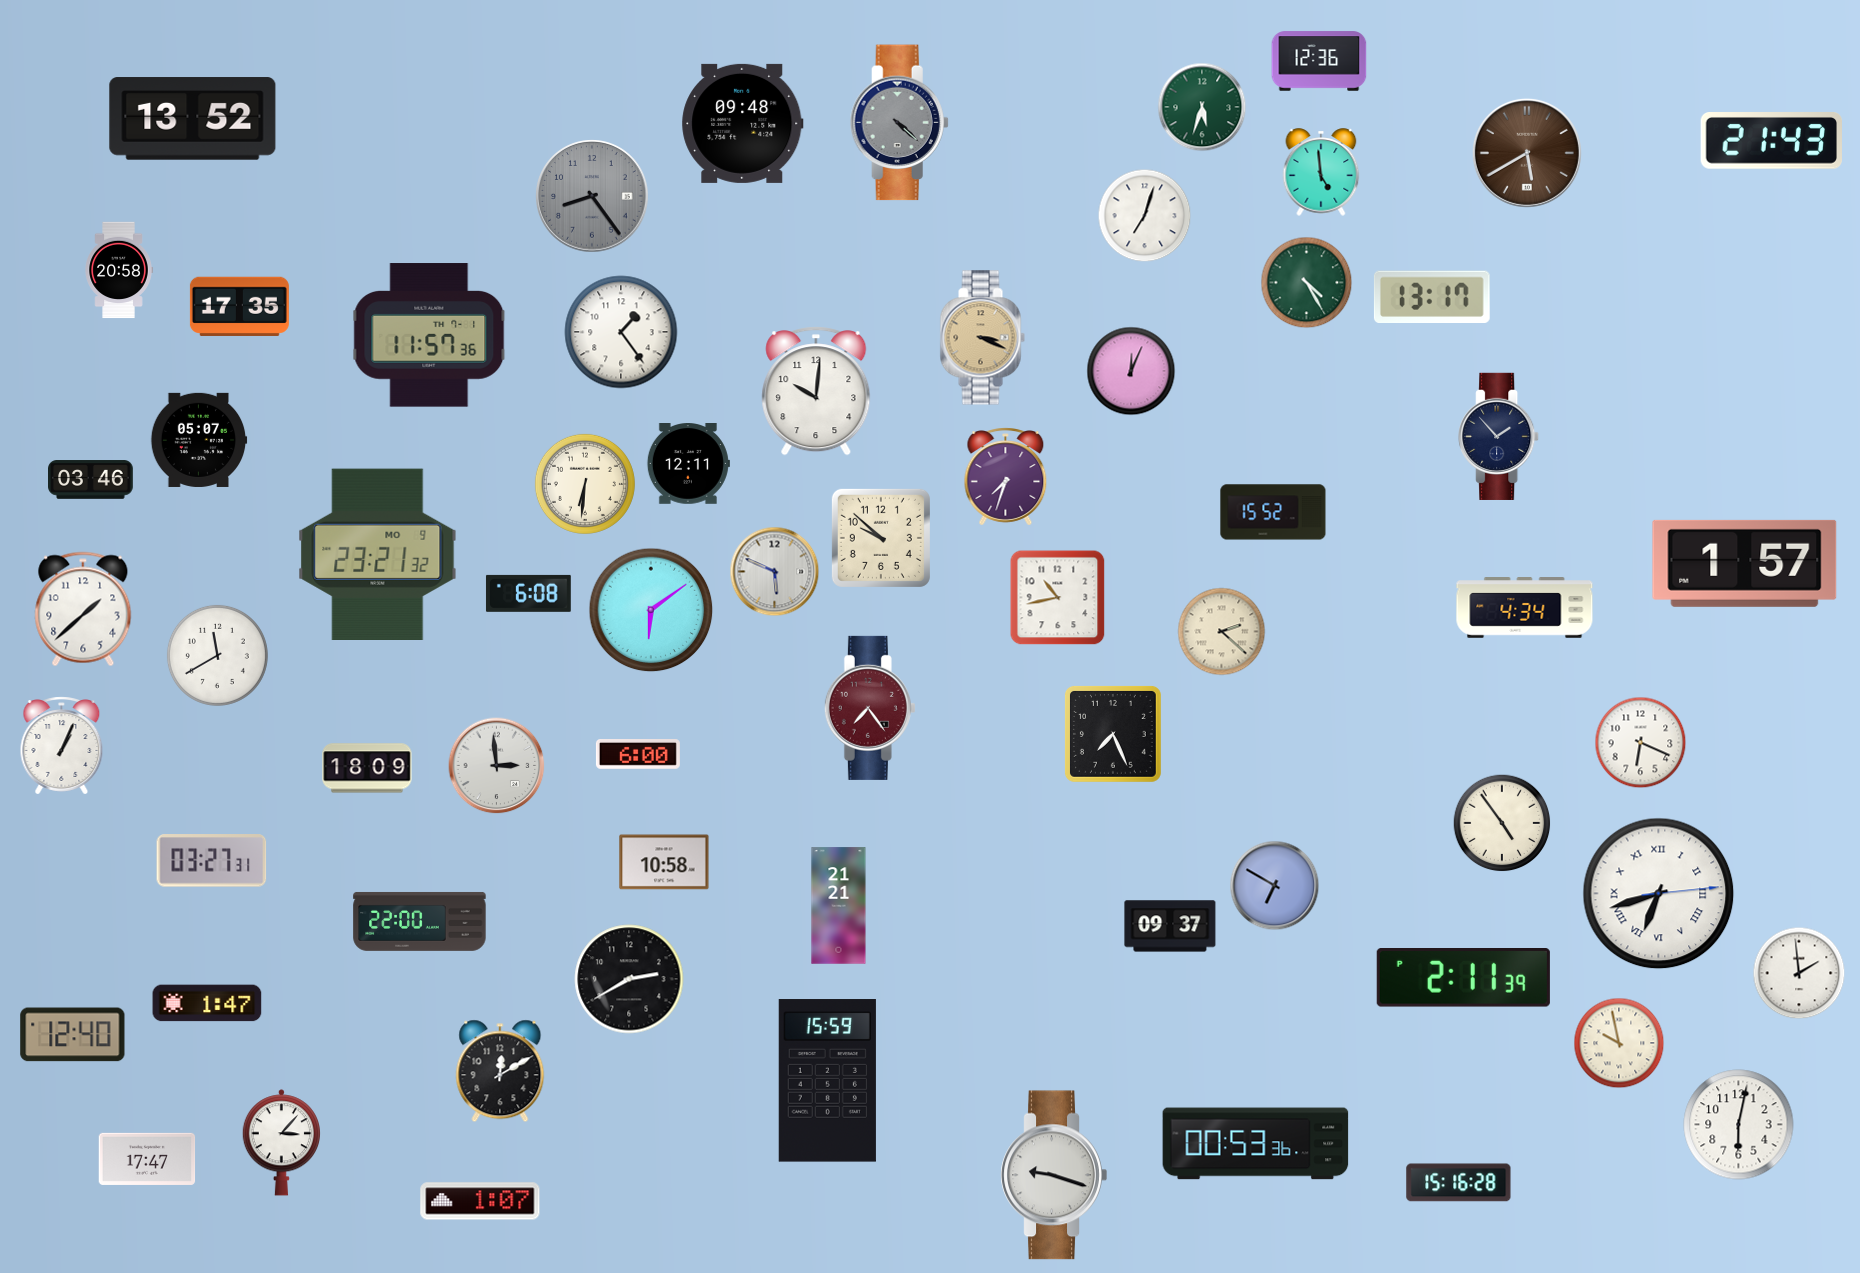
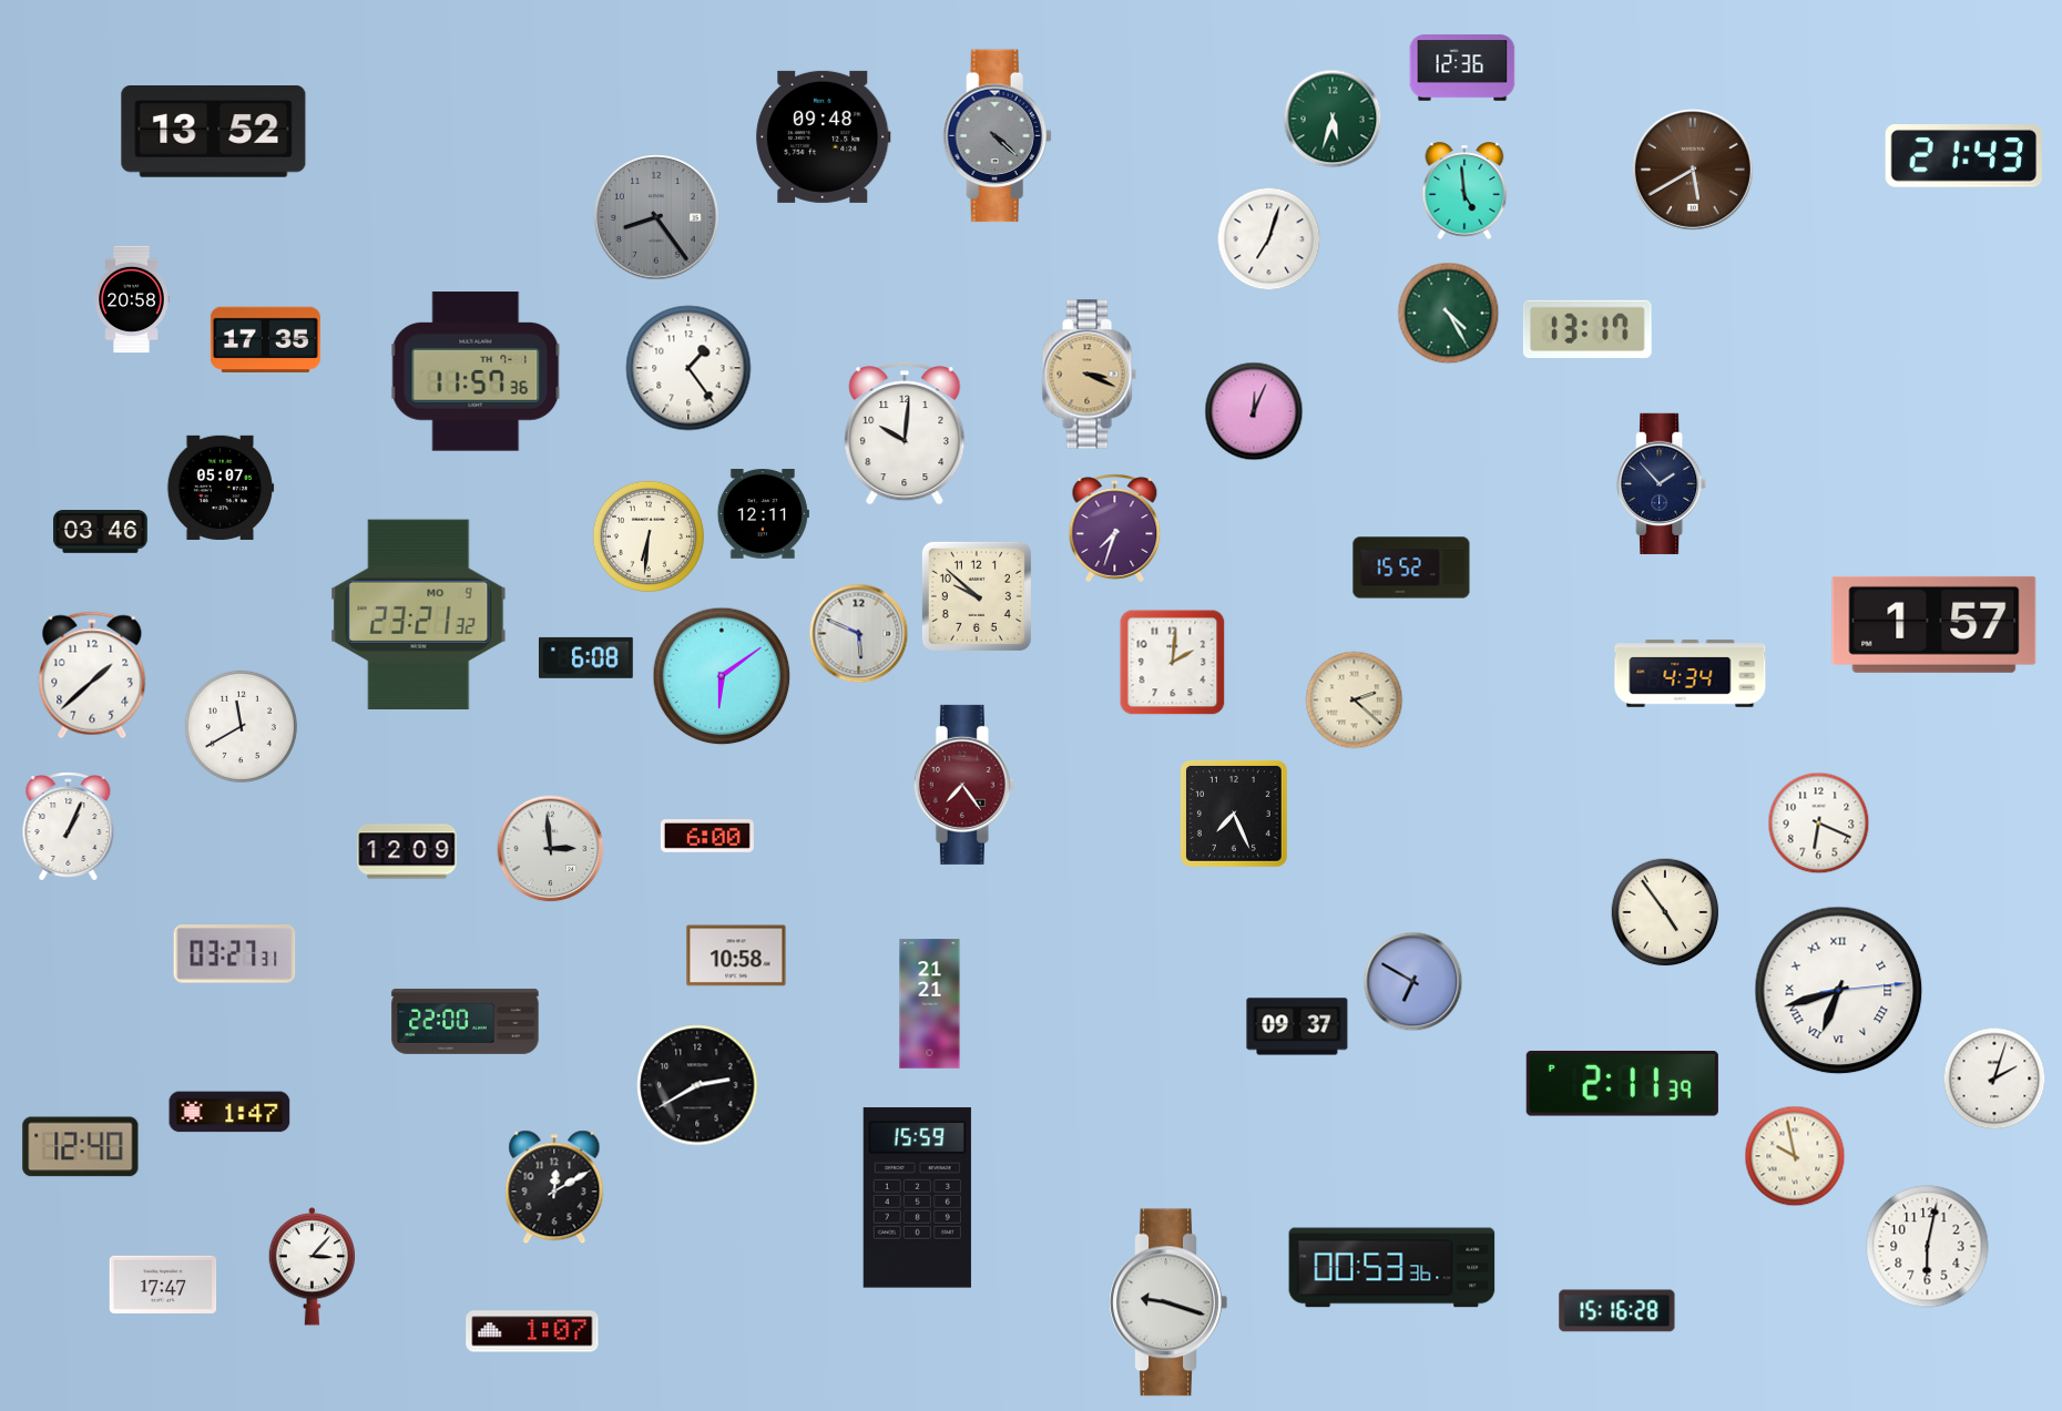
clock at (1058, 598): 10:43 -> 2:01
clock at (367, 768): 18:09 -> 12:09
clock at (1799, 973): 1:59 -> 2:03
